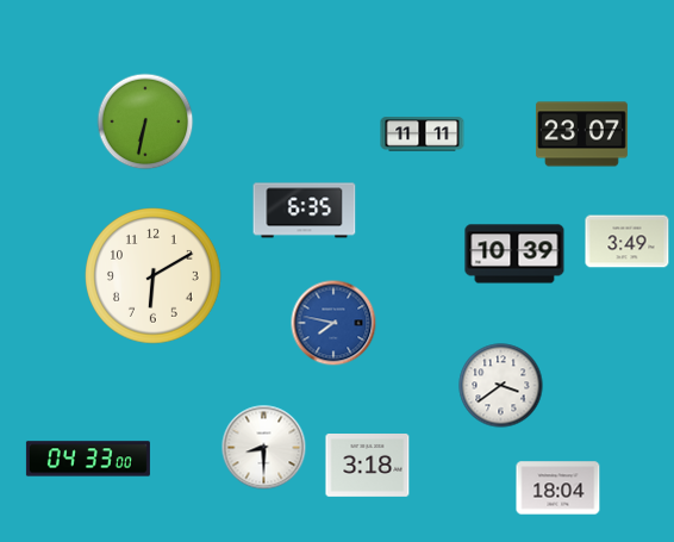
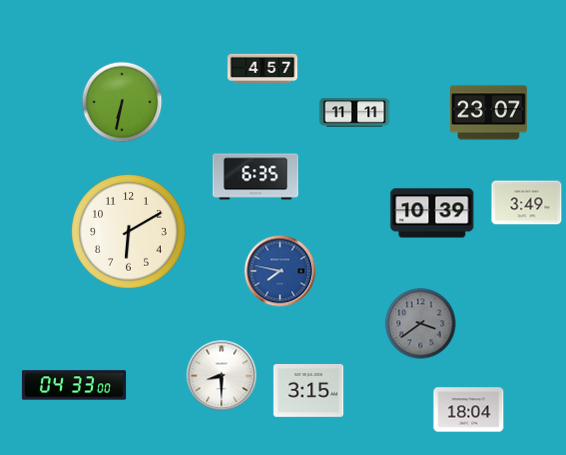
clock at (263, 69): none -> 4:57
clock at (501, 386) dial: white -> grey
clock at (368, 466): 3:18 -> 3:15
